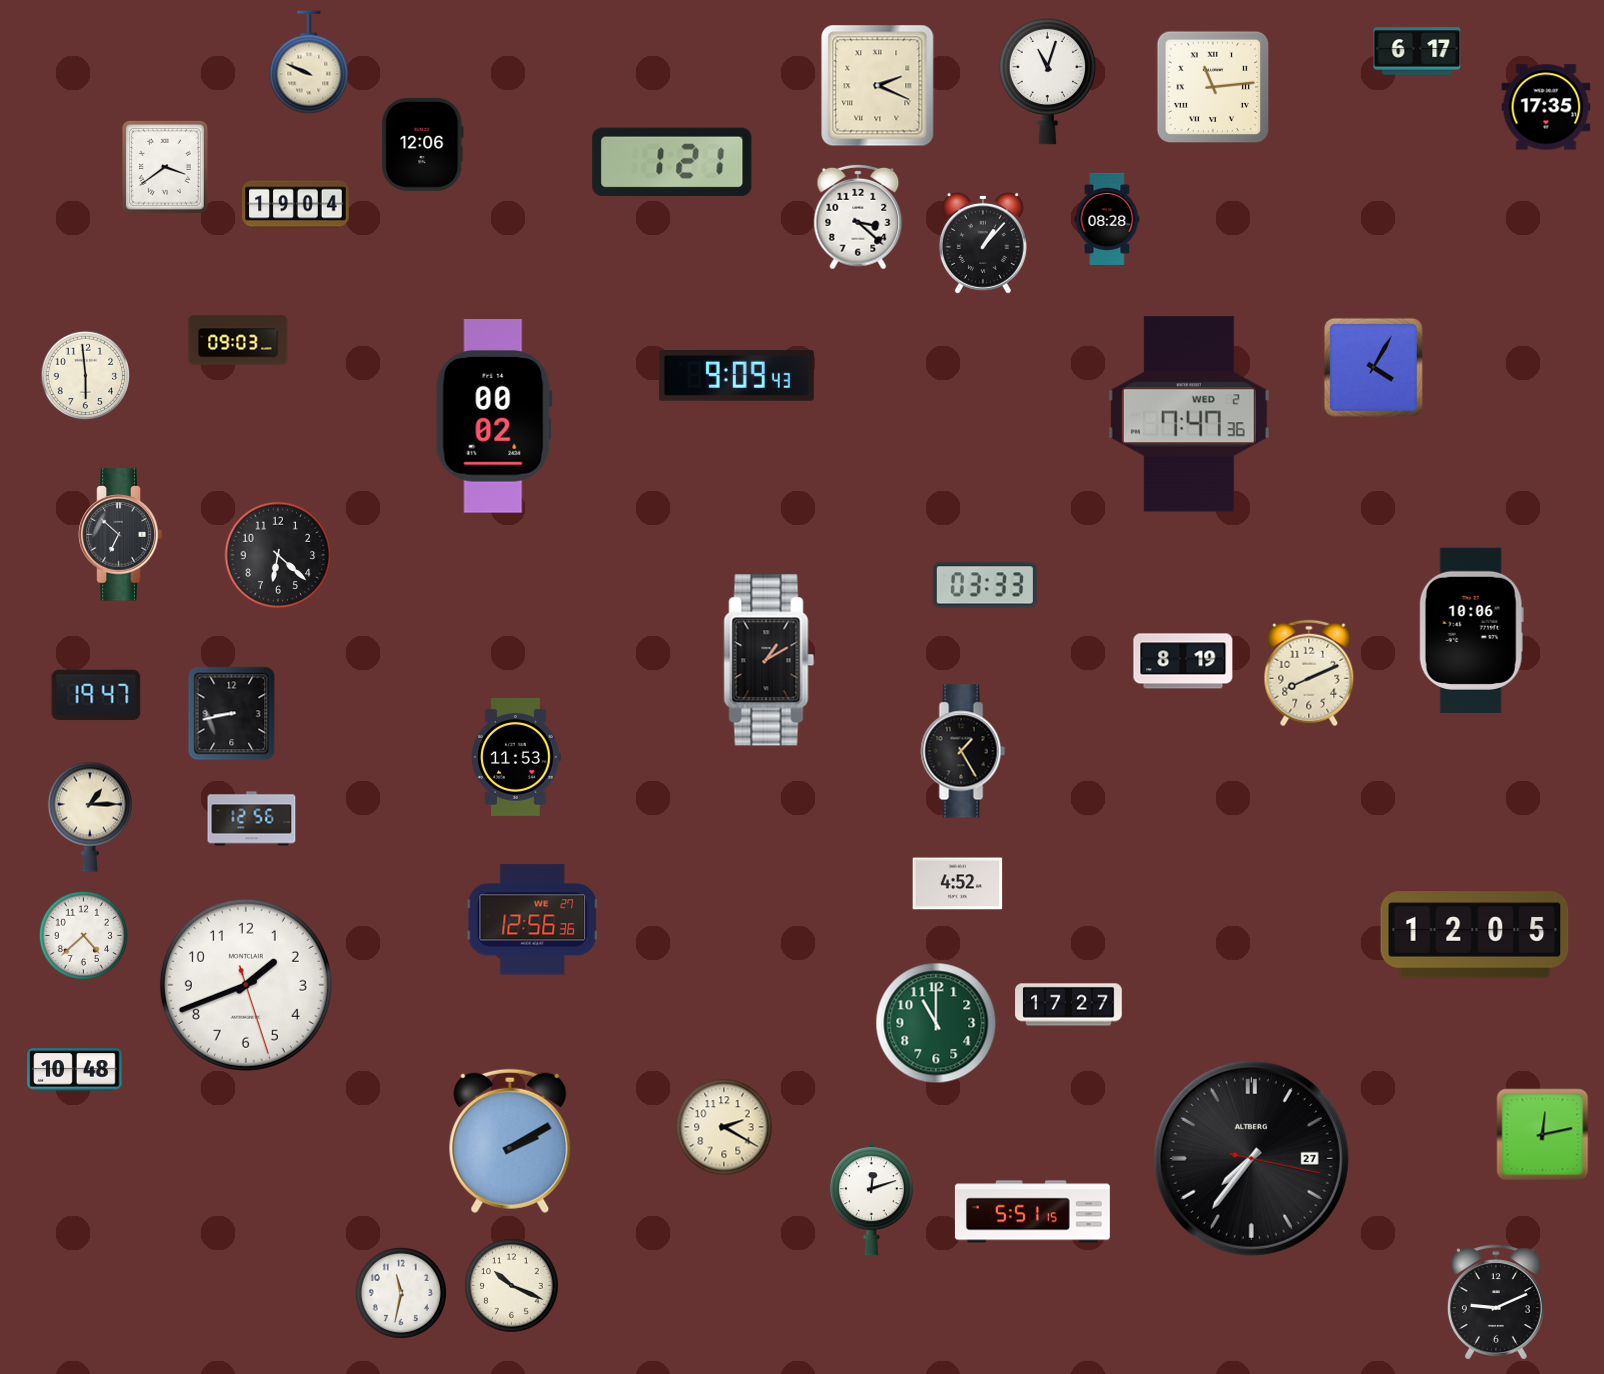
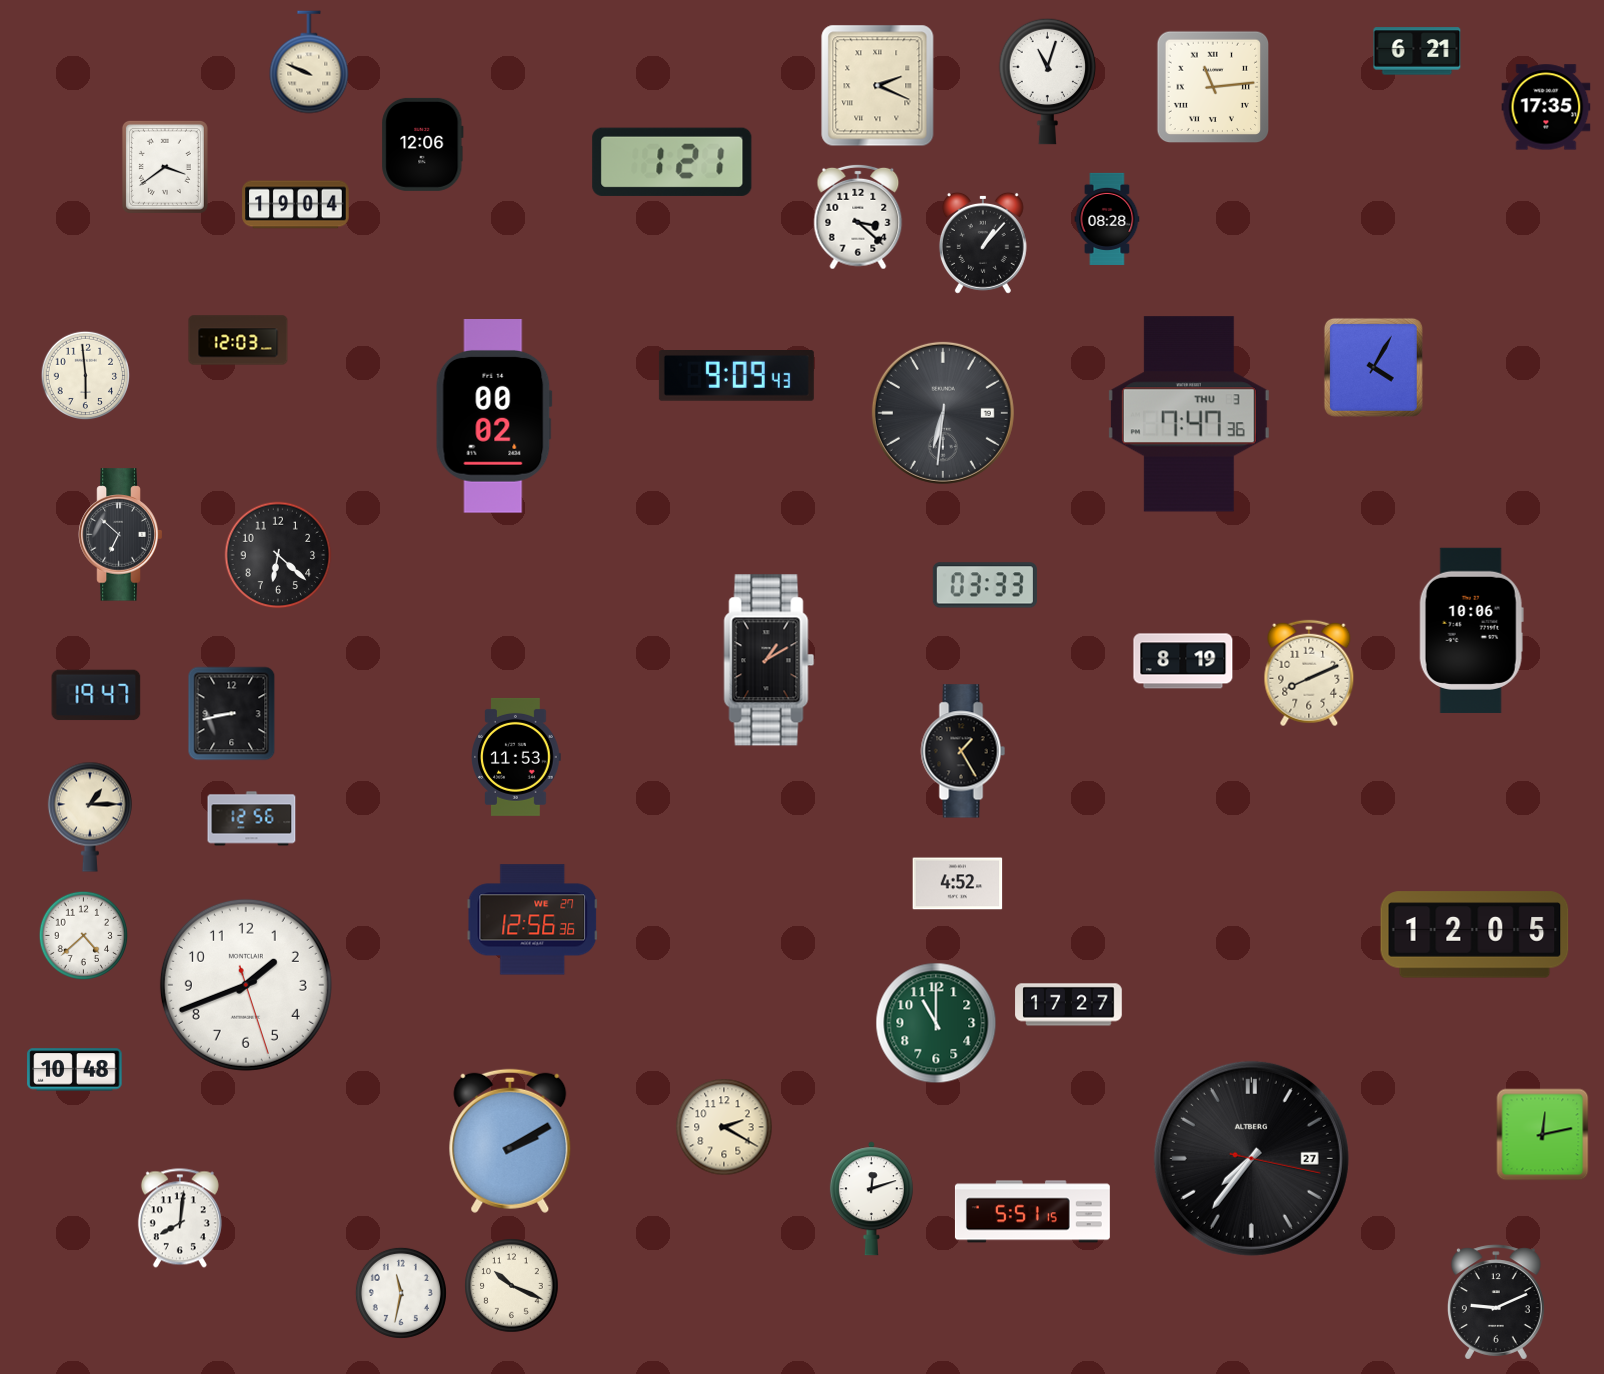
clock at (1417, 51): 6:17 -> 6:21
clock at (238, 340): 09:03 -> 12:03
clock at (943, 413): none -> 6:31
clock at (1189, 414) date: WED 2 -> THU 3
clock at (180, 1218): none -> 8:01
